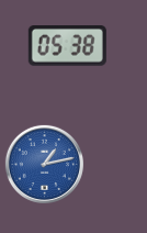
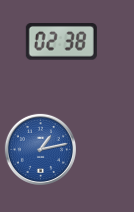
clock at (67, 46): 05:38 -> 02:38
